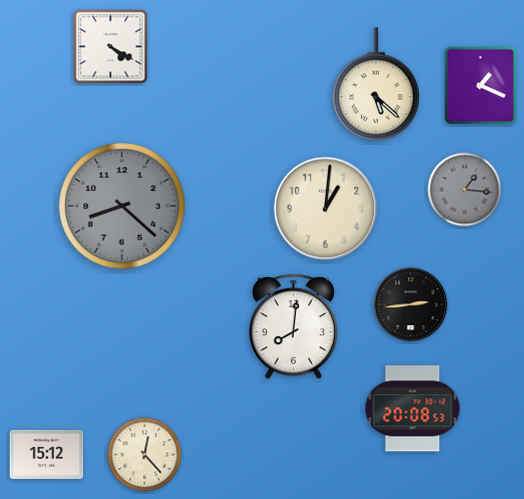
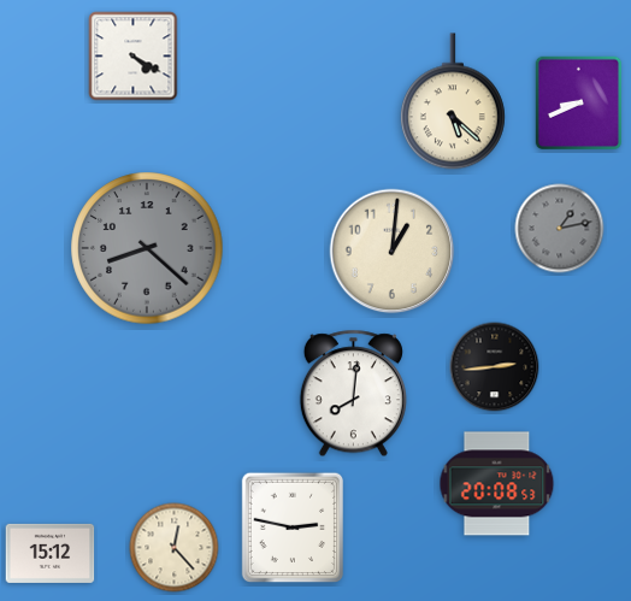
clock at (481, 86): 1:19 -> 8:41
clock at (465, 190): 1:16 -> 1:13
clock at (413, 409) position: (413, 409) -> (497, 484)
clock at (293, 528): none -> 2:47
clock at (47, 454) position: (47, 454) -> (51, 553)
